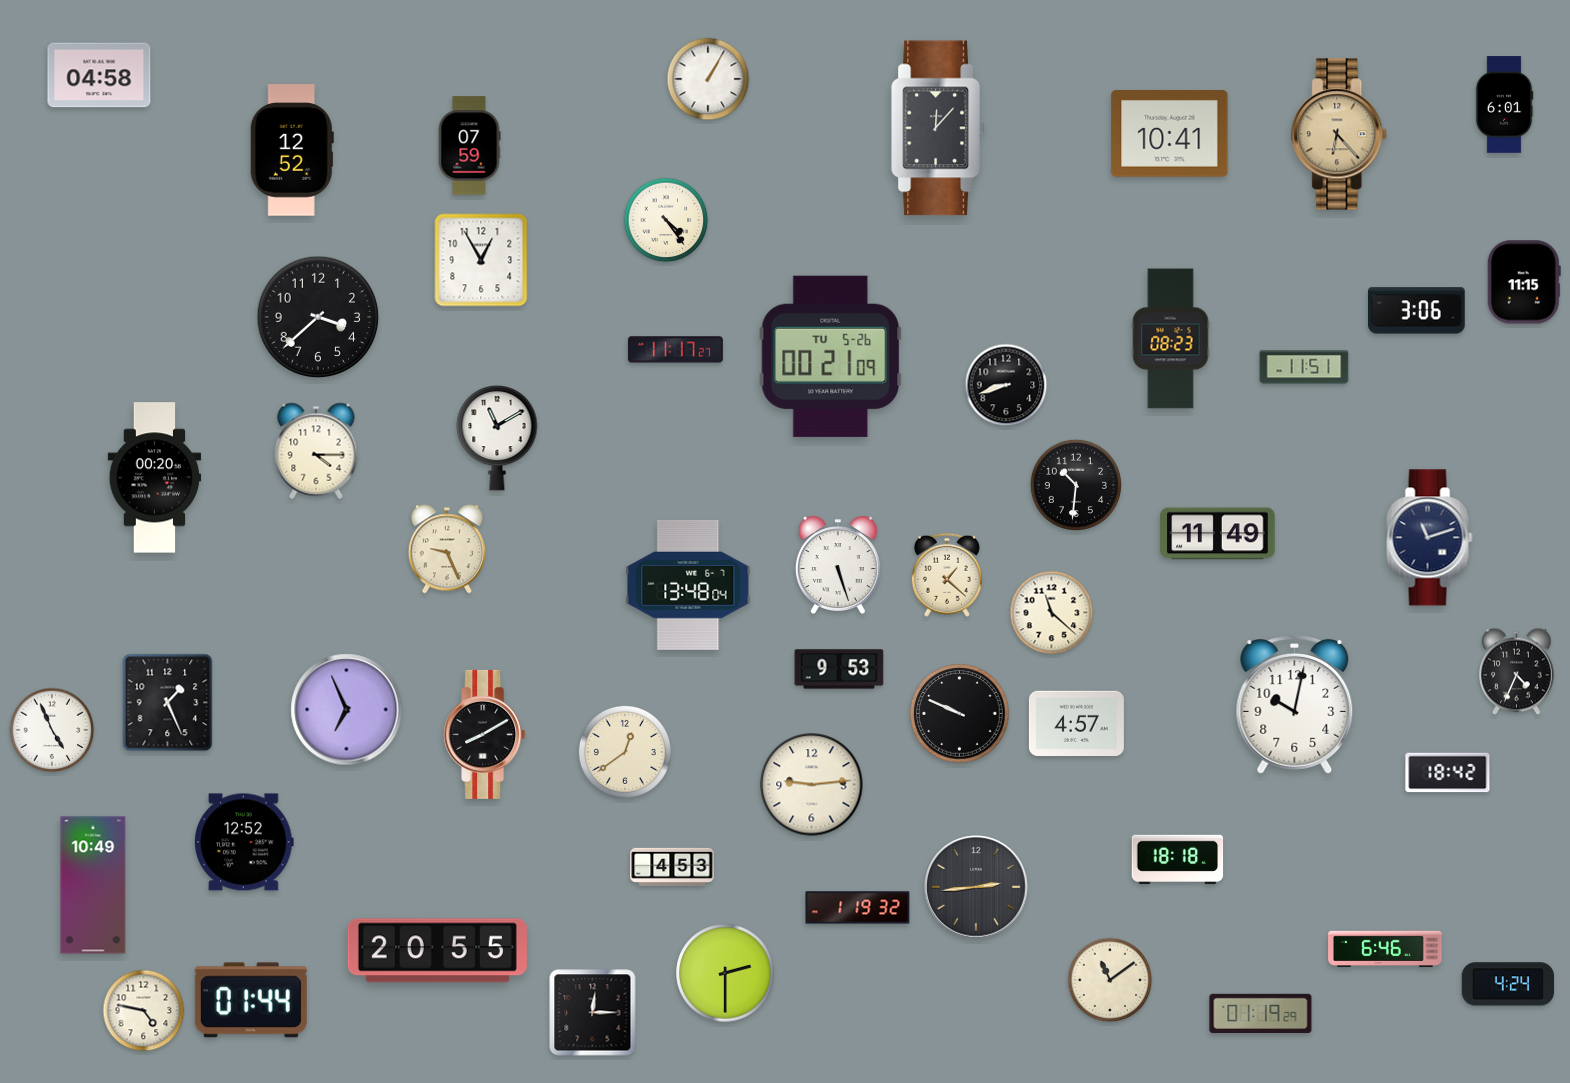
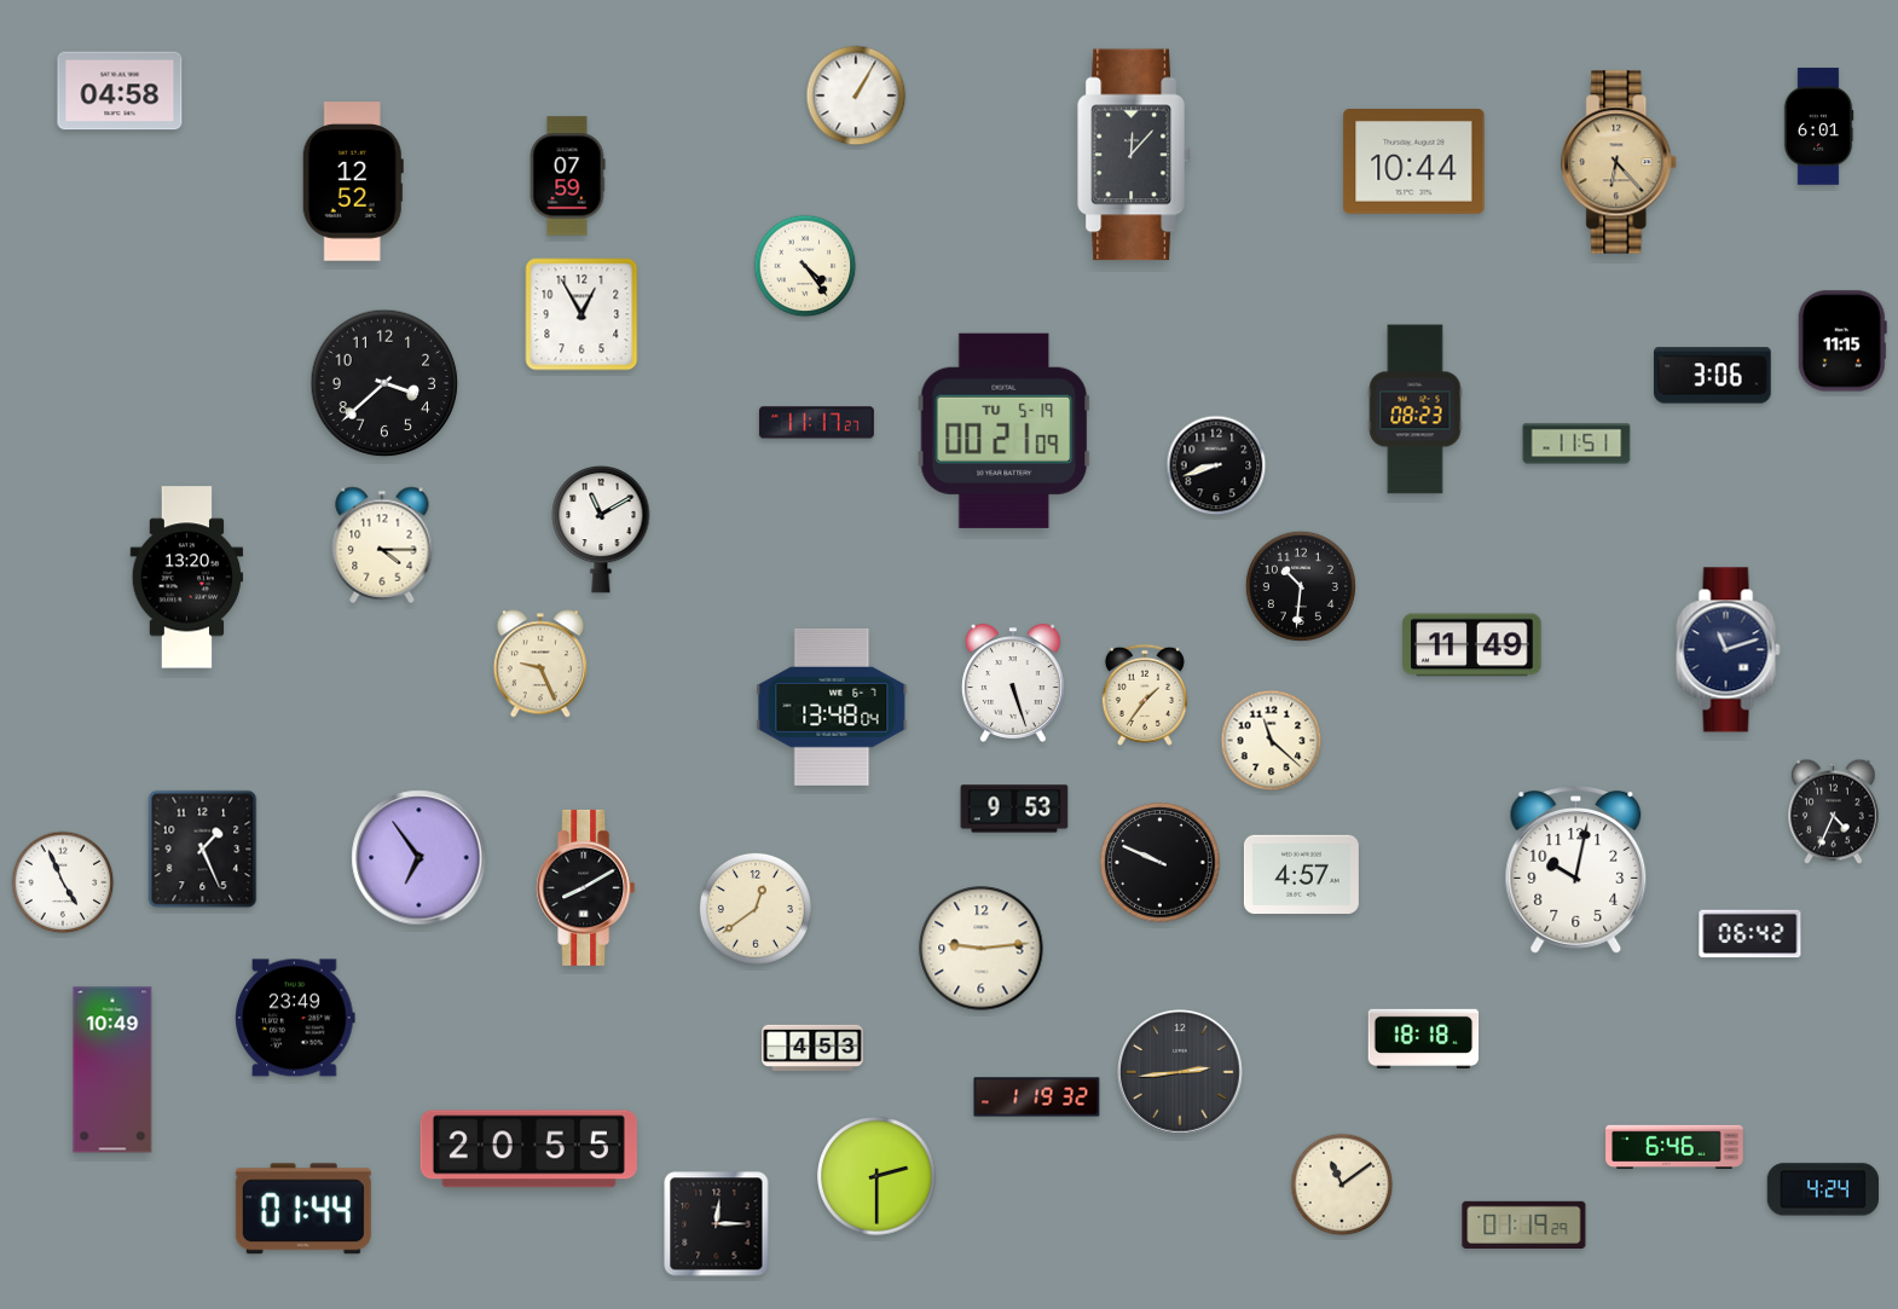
clock at (1170, 134): 10:41 -> 10:44
clock at (831, 356) date: TU 5-26 -> TU 5-19
clock at (155, 478): 00:20 -> 13:20
clock at (947, 575): 1:22 -> 1:36
clock at (1295, 705) position: (1295, 705) -> (1576, 870)
clock at (347, 710): 6:56 -> 6:54
clock at (1448, 773): 18:42 -> 06:42
clock at (244, 842): 12:52 -> 23:49
clock at (144, 1011): 4:47 -> none
